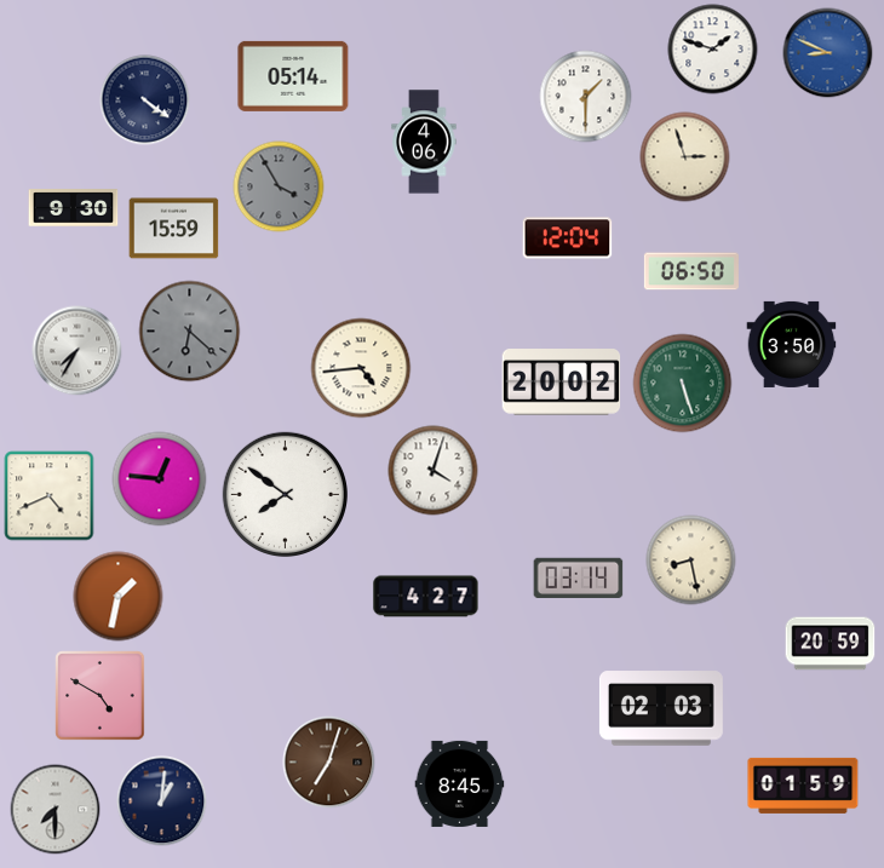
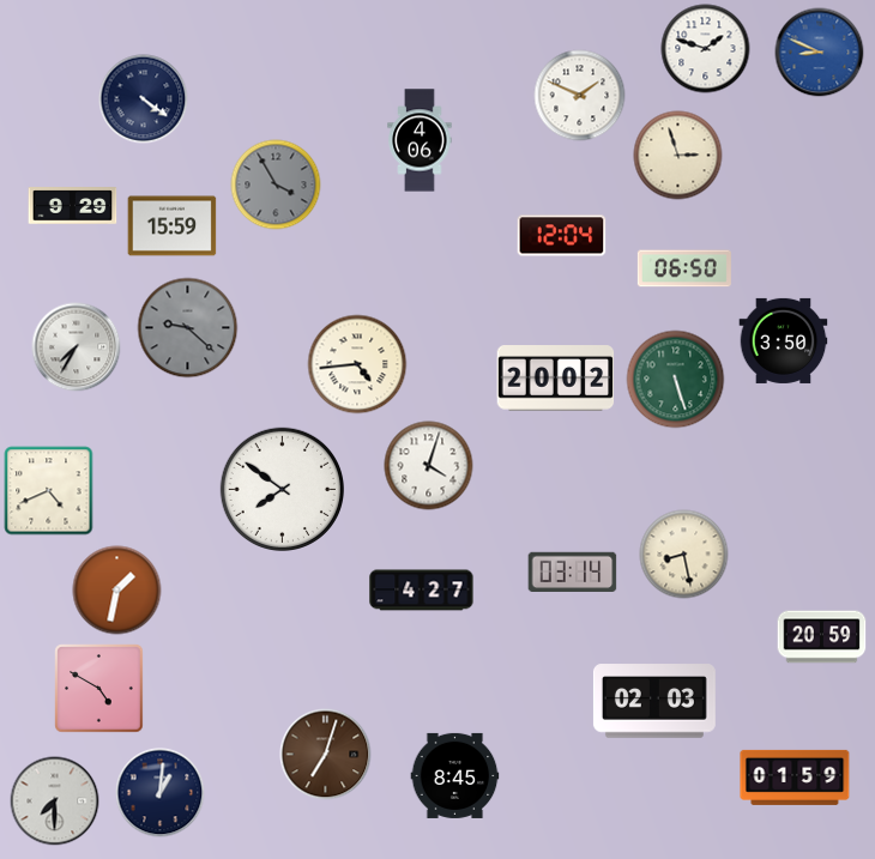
clock at (293, 76): 05:14 -> none
clock at (586, 97): 1:30 -> 1:49
clock at (74, 208): 9:30 -> 9:29
clock at (190, 332): 6:22 -> 9:22
clock at (160, 479): 12:46 -> none
